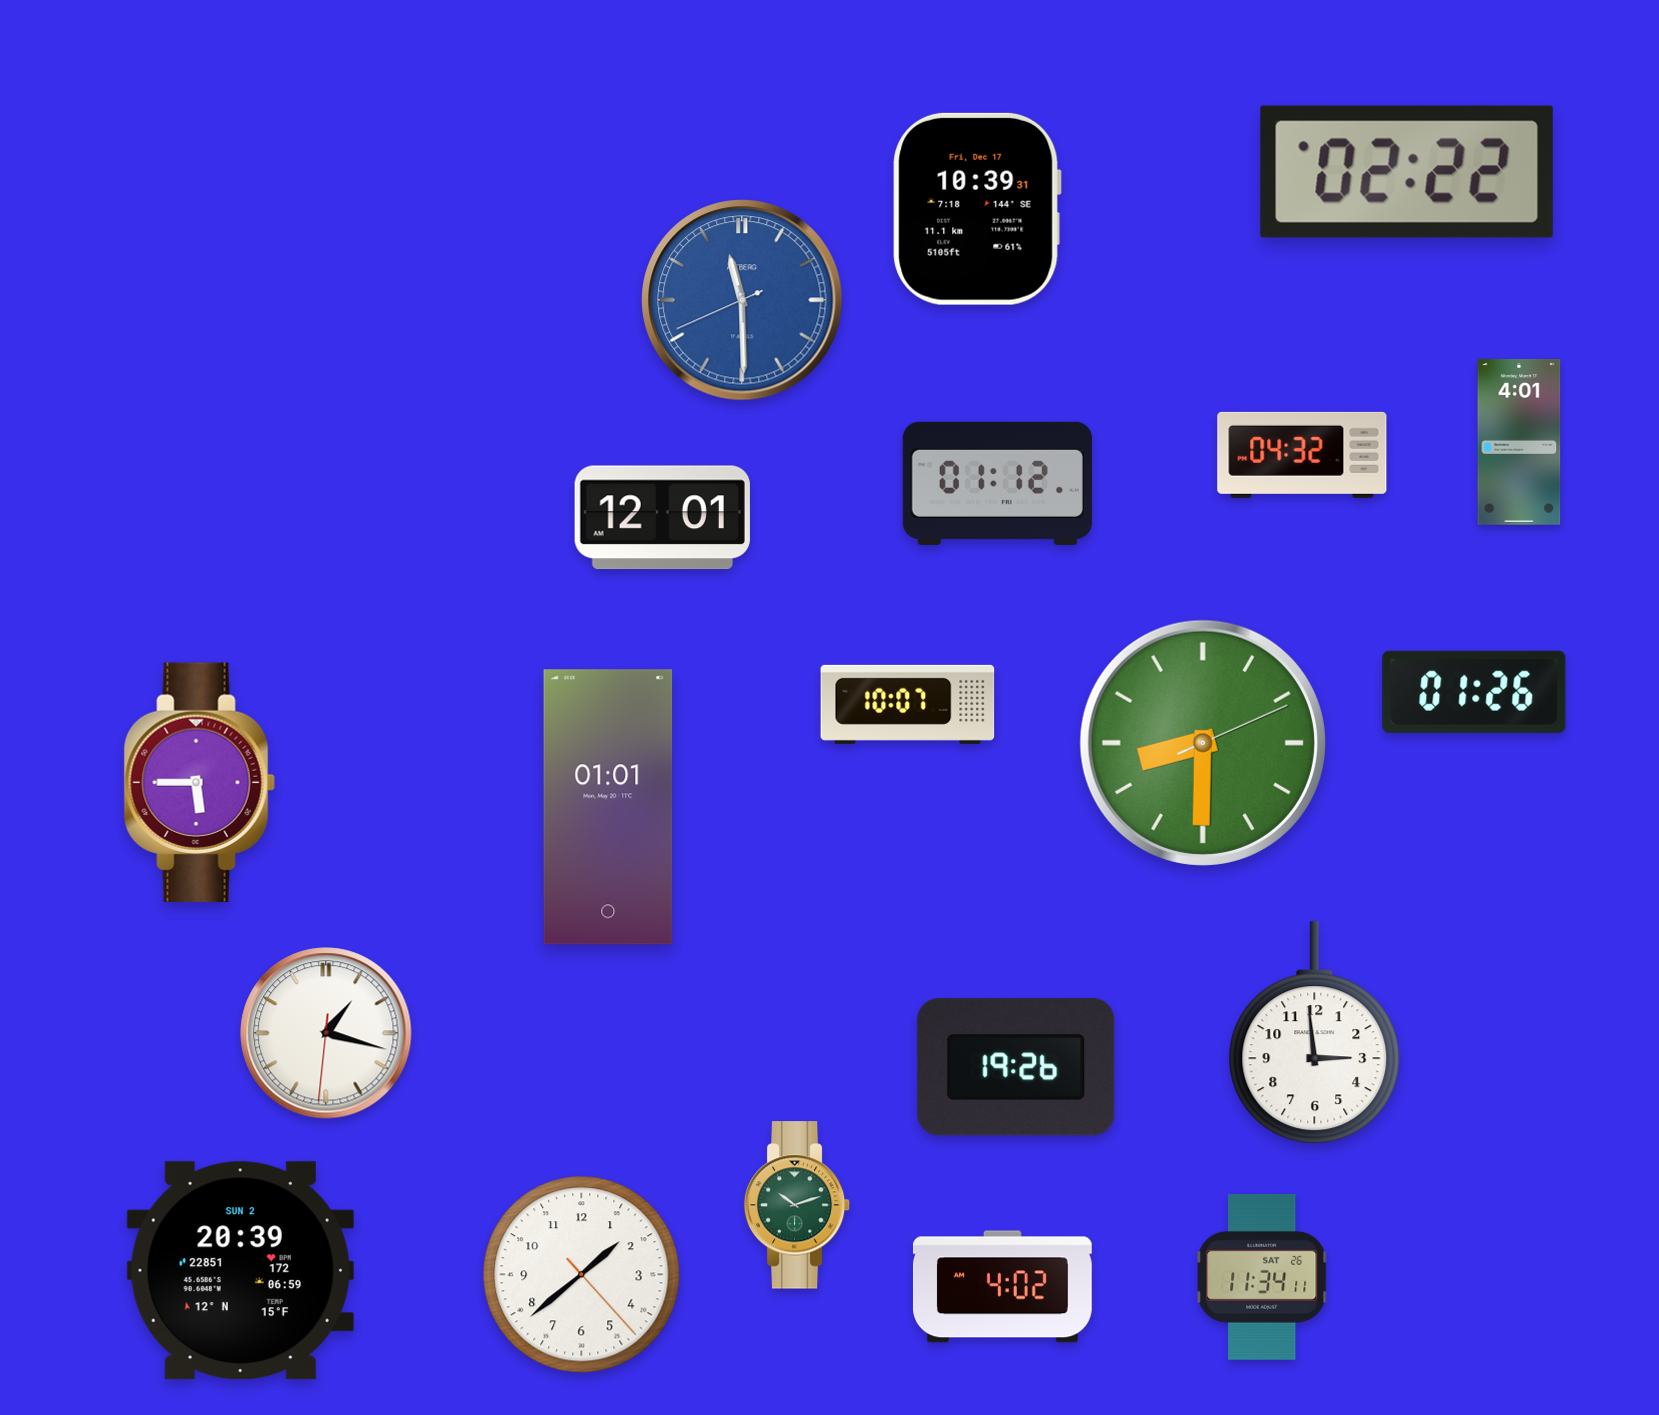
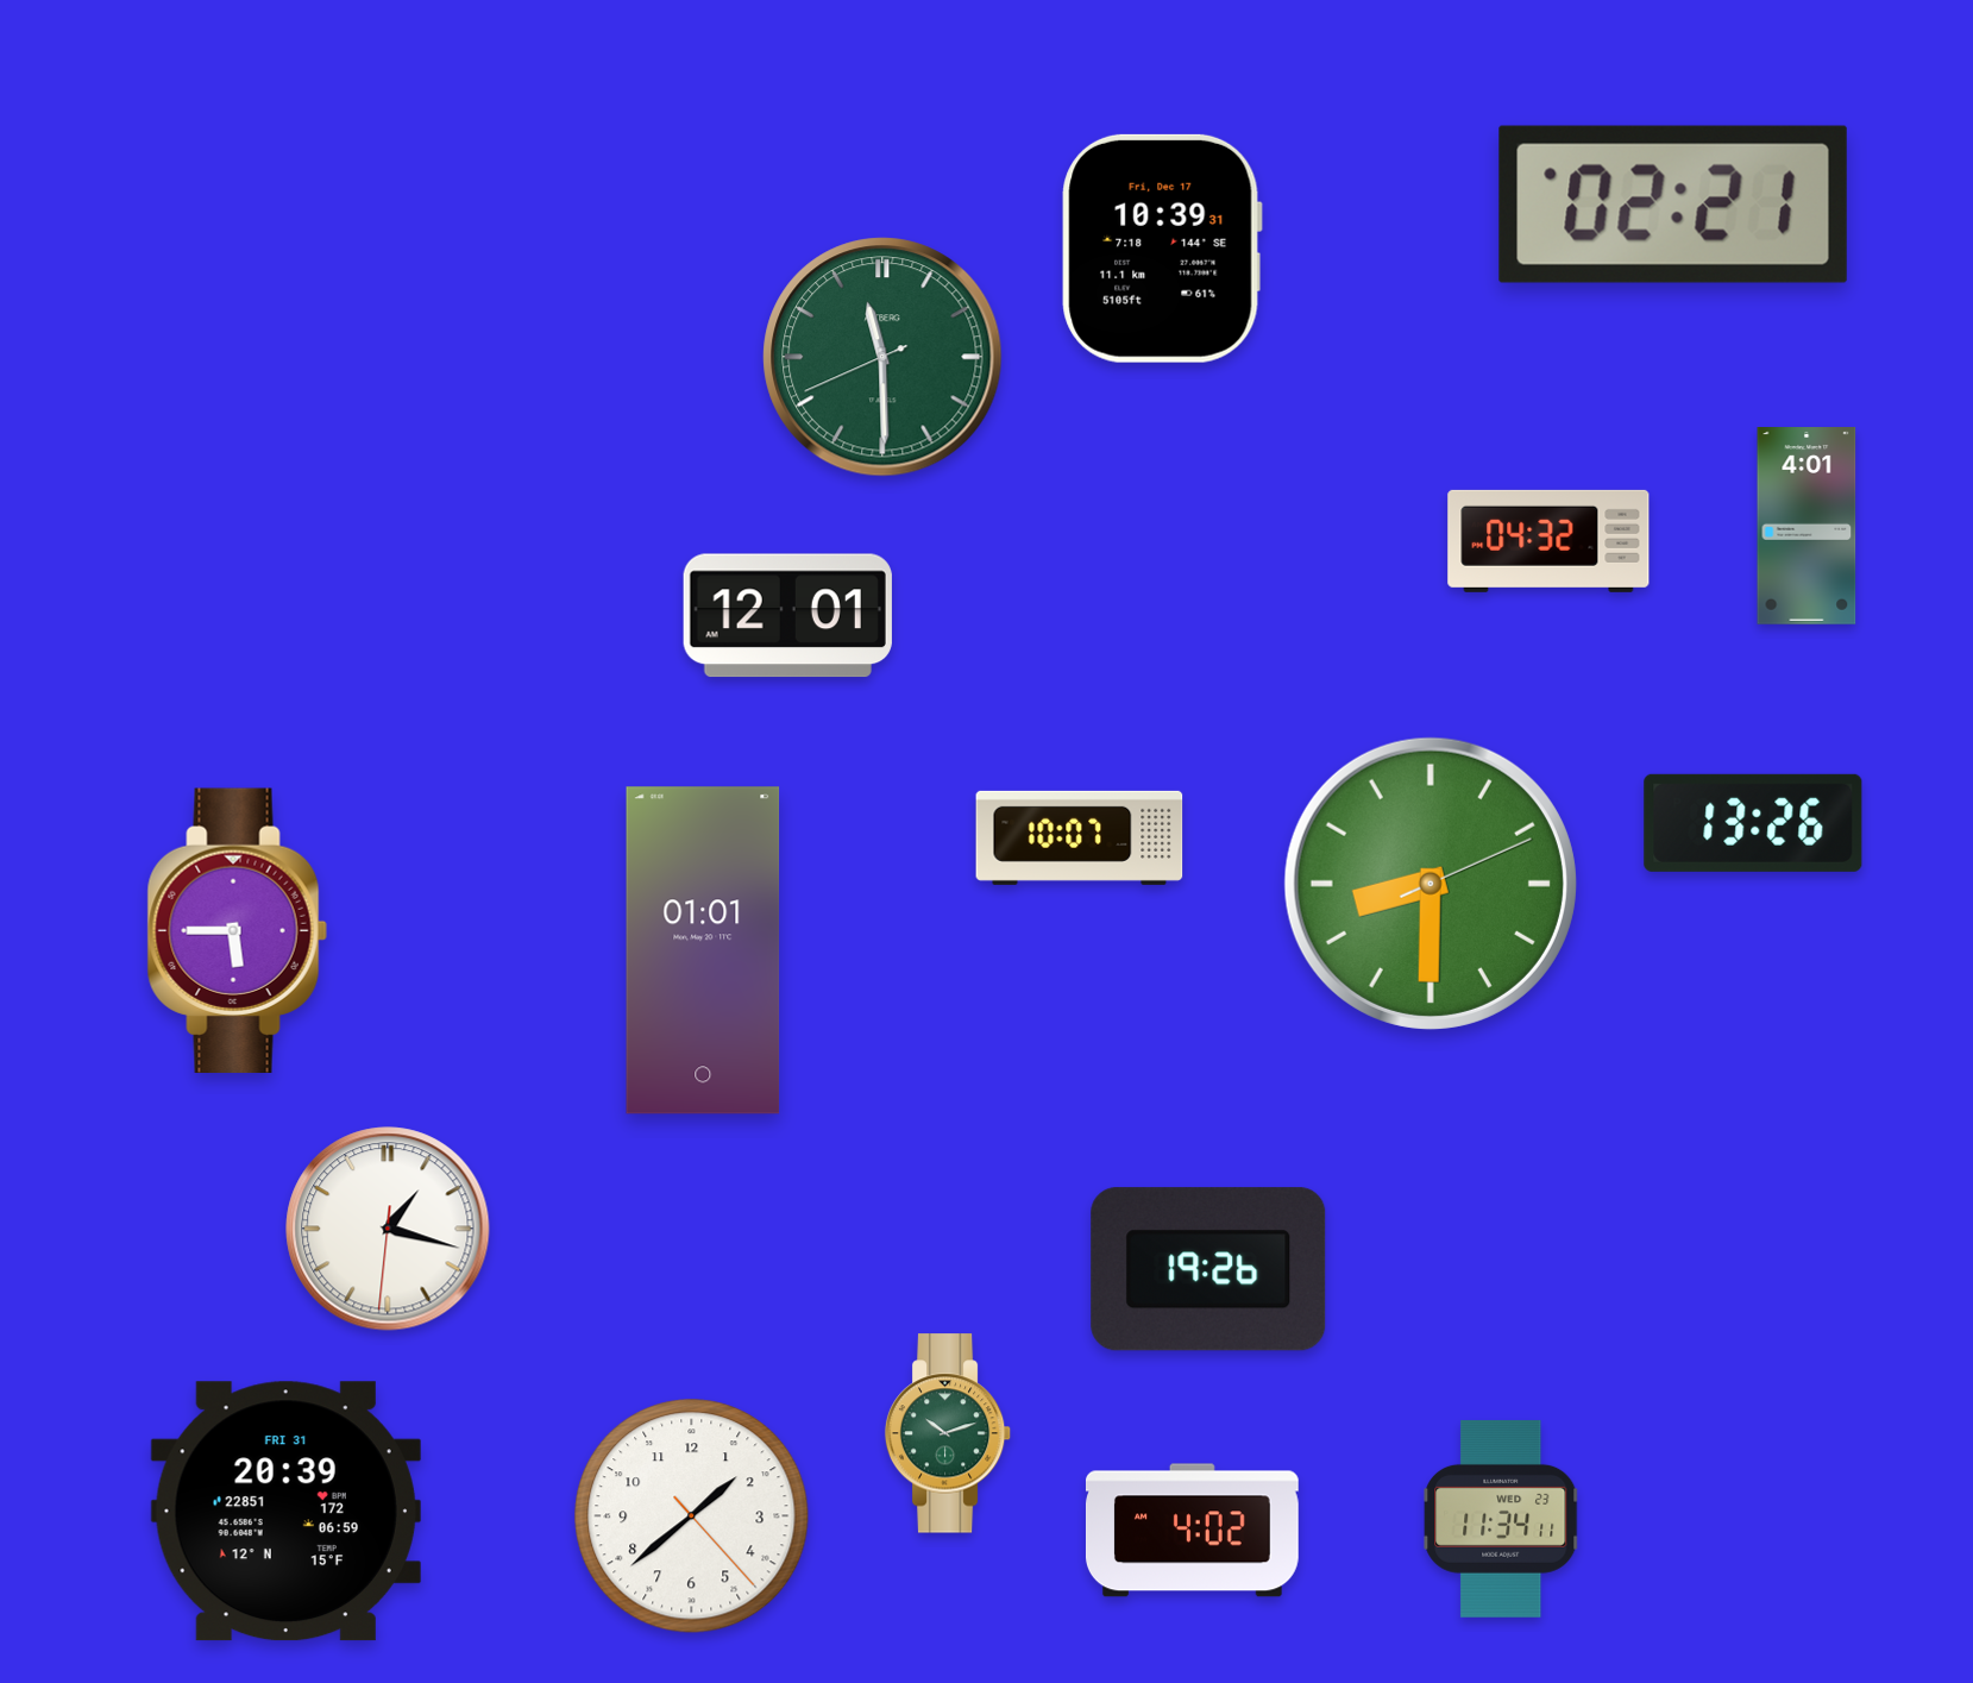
clock at (1407, 172): 02:22 -> 02:21
clock at (742, 300) dial: blue -> green
clock at (997, 483): 01:12 -> none
clock at (1474, 692): 01:26 -> 13:26
clock at (608, 807) position: (608, 807) -> (703, 950)
clock at (1315, 1033): 2:59 -> none
clock at (240, 1271) date: SUN 2 -> FRI 31
clock at (1262, 1277) date: SAT 26 -> WED 23
